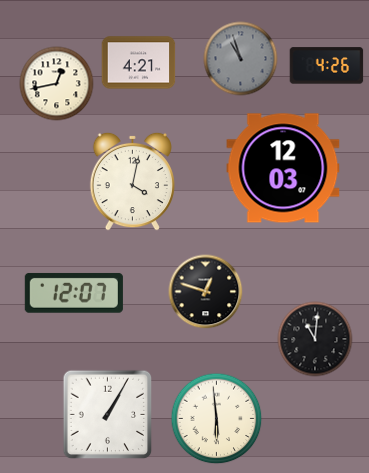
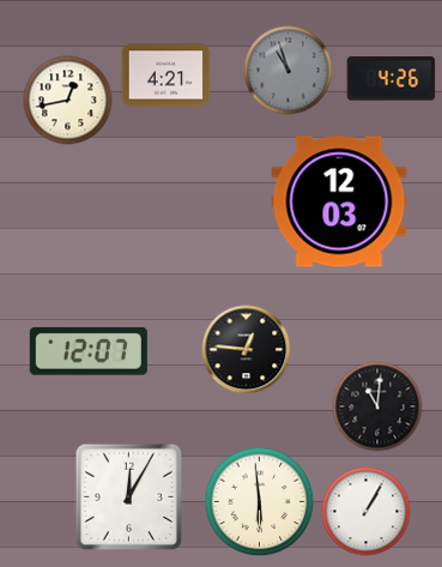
clock at (132, 181): 4:02 -> none
clock at (206, 292): 12:48 -> 12:46
clock at (108, 415): 1:05 -> 12:05
clock at (367, 512): none -> 1:05
